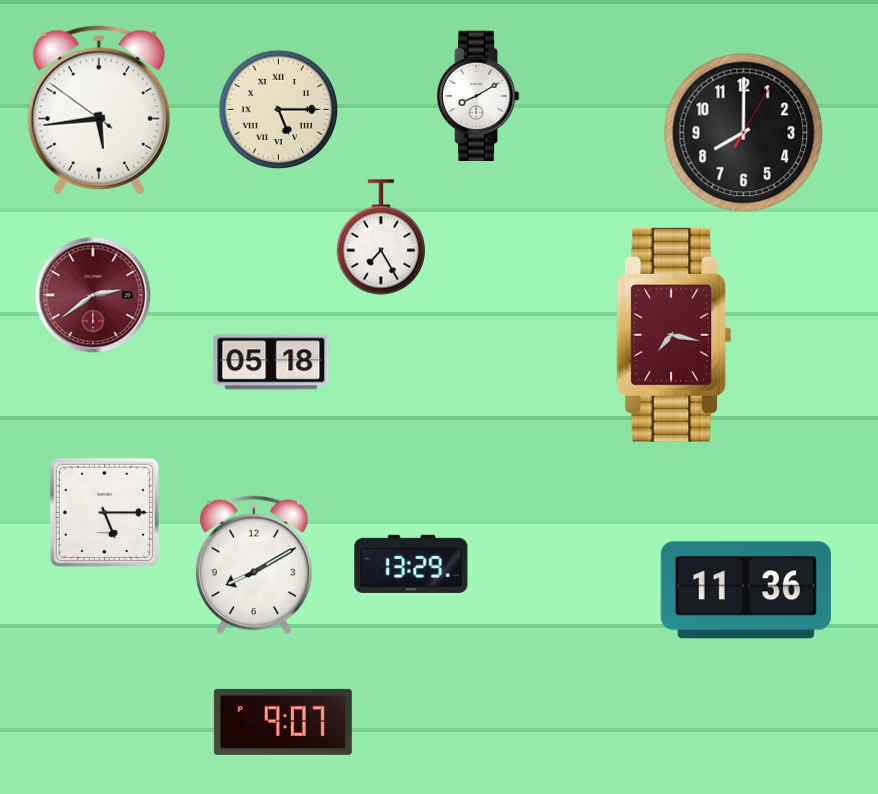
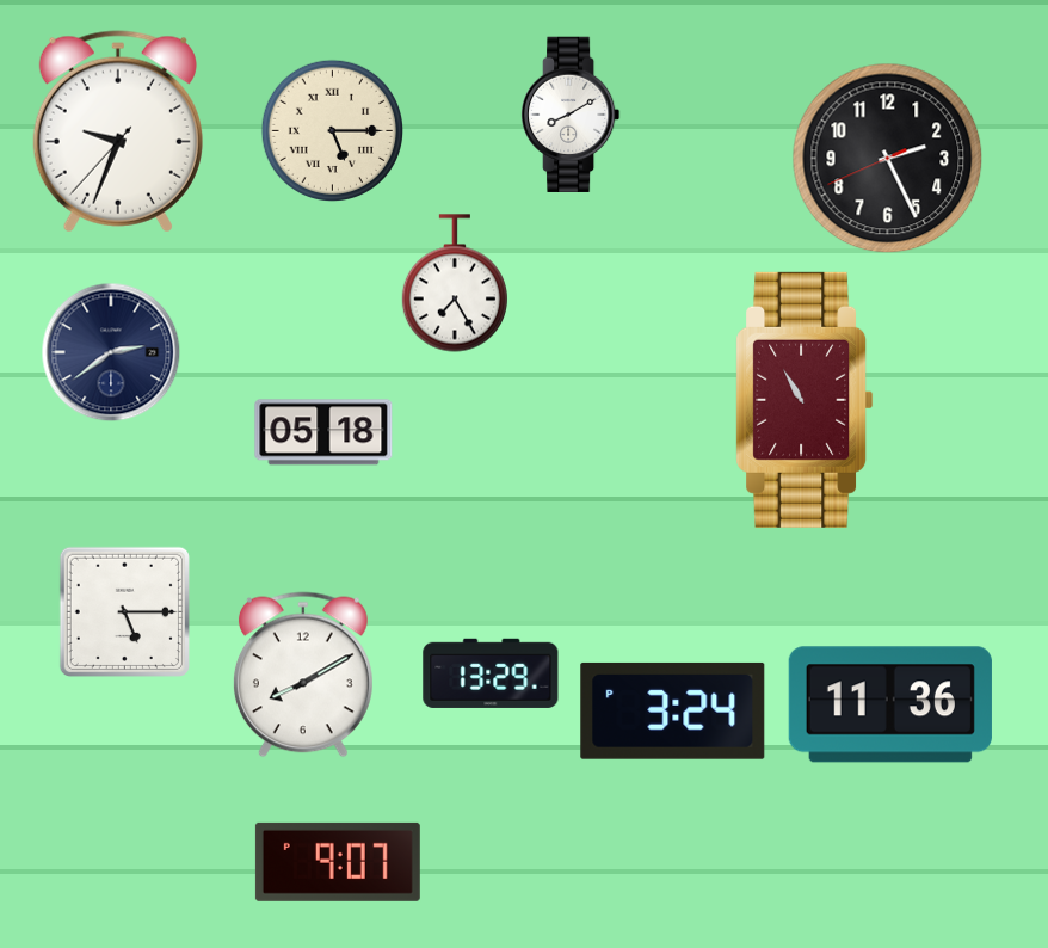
clock at (99, 110): 5:43 -> 9:33
clock at (744, 133): 8:00 -> 2:25
clock at (93, 295) dial: burgundy -> navy
clock at (674, 335): 7:17 -> 10:55
clock at (673, 710): none -> 3:24
